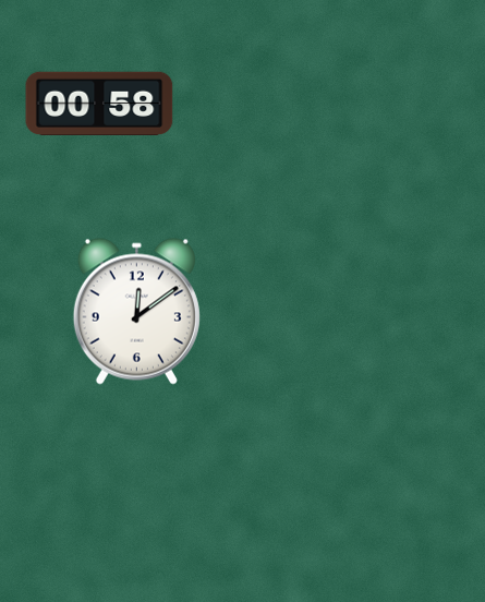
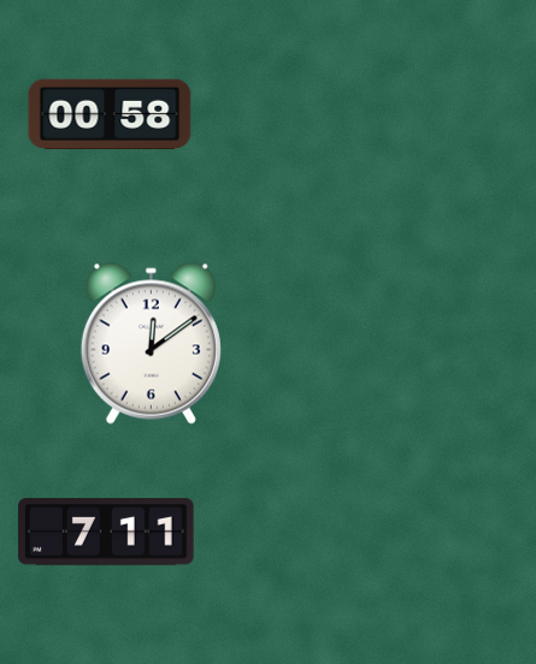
clock at (106, 532): none -> 7:11
